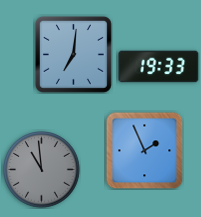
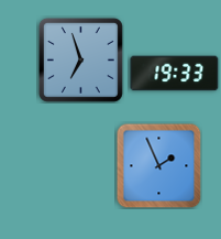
clock at (73, 54): 7:01 -> 6:57
clock at (42, 170): 10:59 -> none
